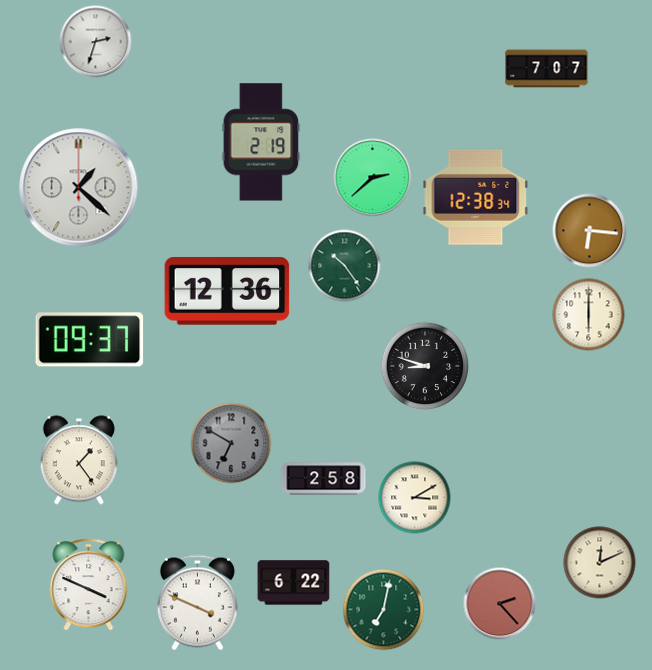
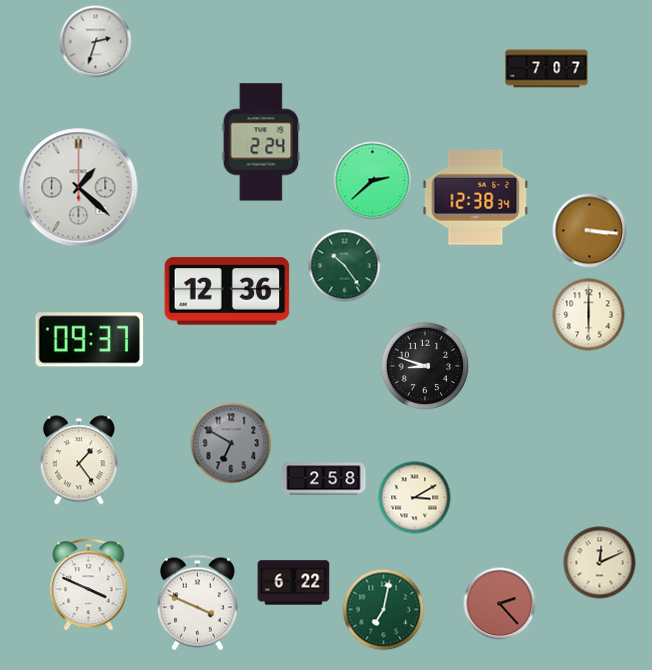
clock at (261, 142): 2:19 -> 2:24
clock at (373, 178) position: (373, 178) -> (373, 181)
clock at (590, 231): 6:16 -> 3:16
